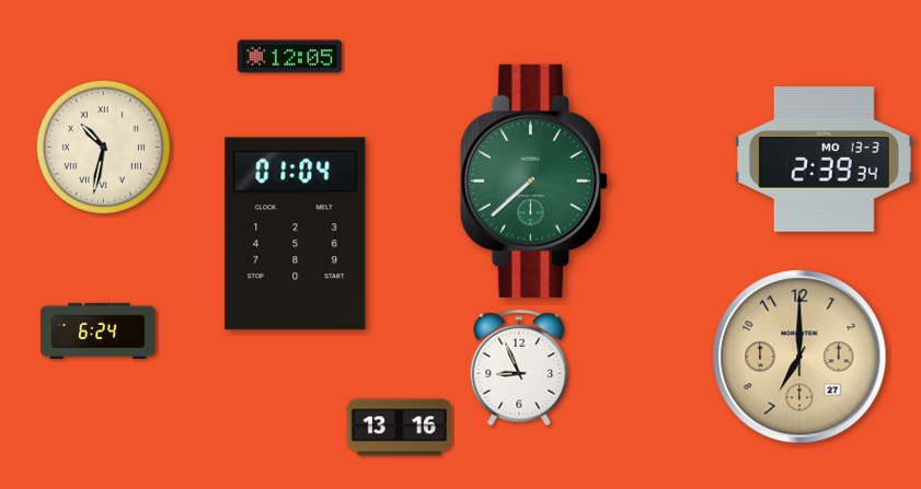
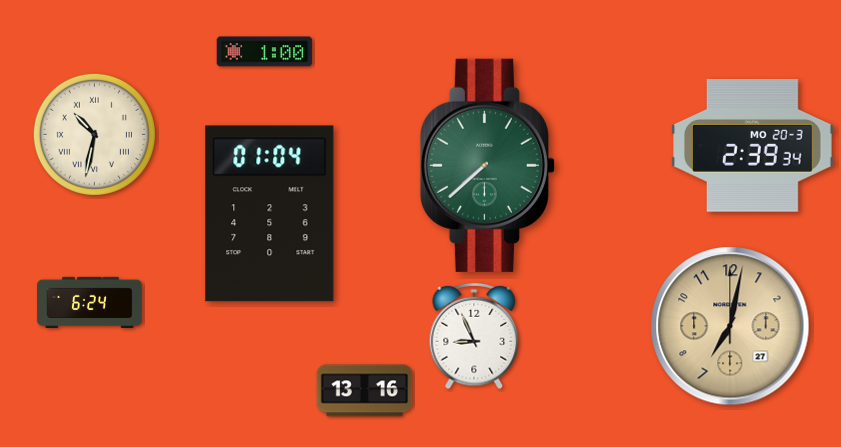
clock at (290, 57): 12:05 -> 1:00
clock at (825, 160) date: MO 13-3 -> MO 20-3
clock at (799, 357): 7:00 -> 7:02
